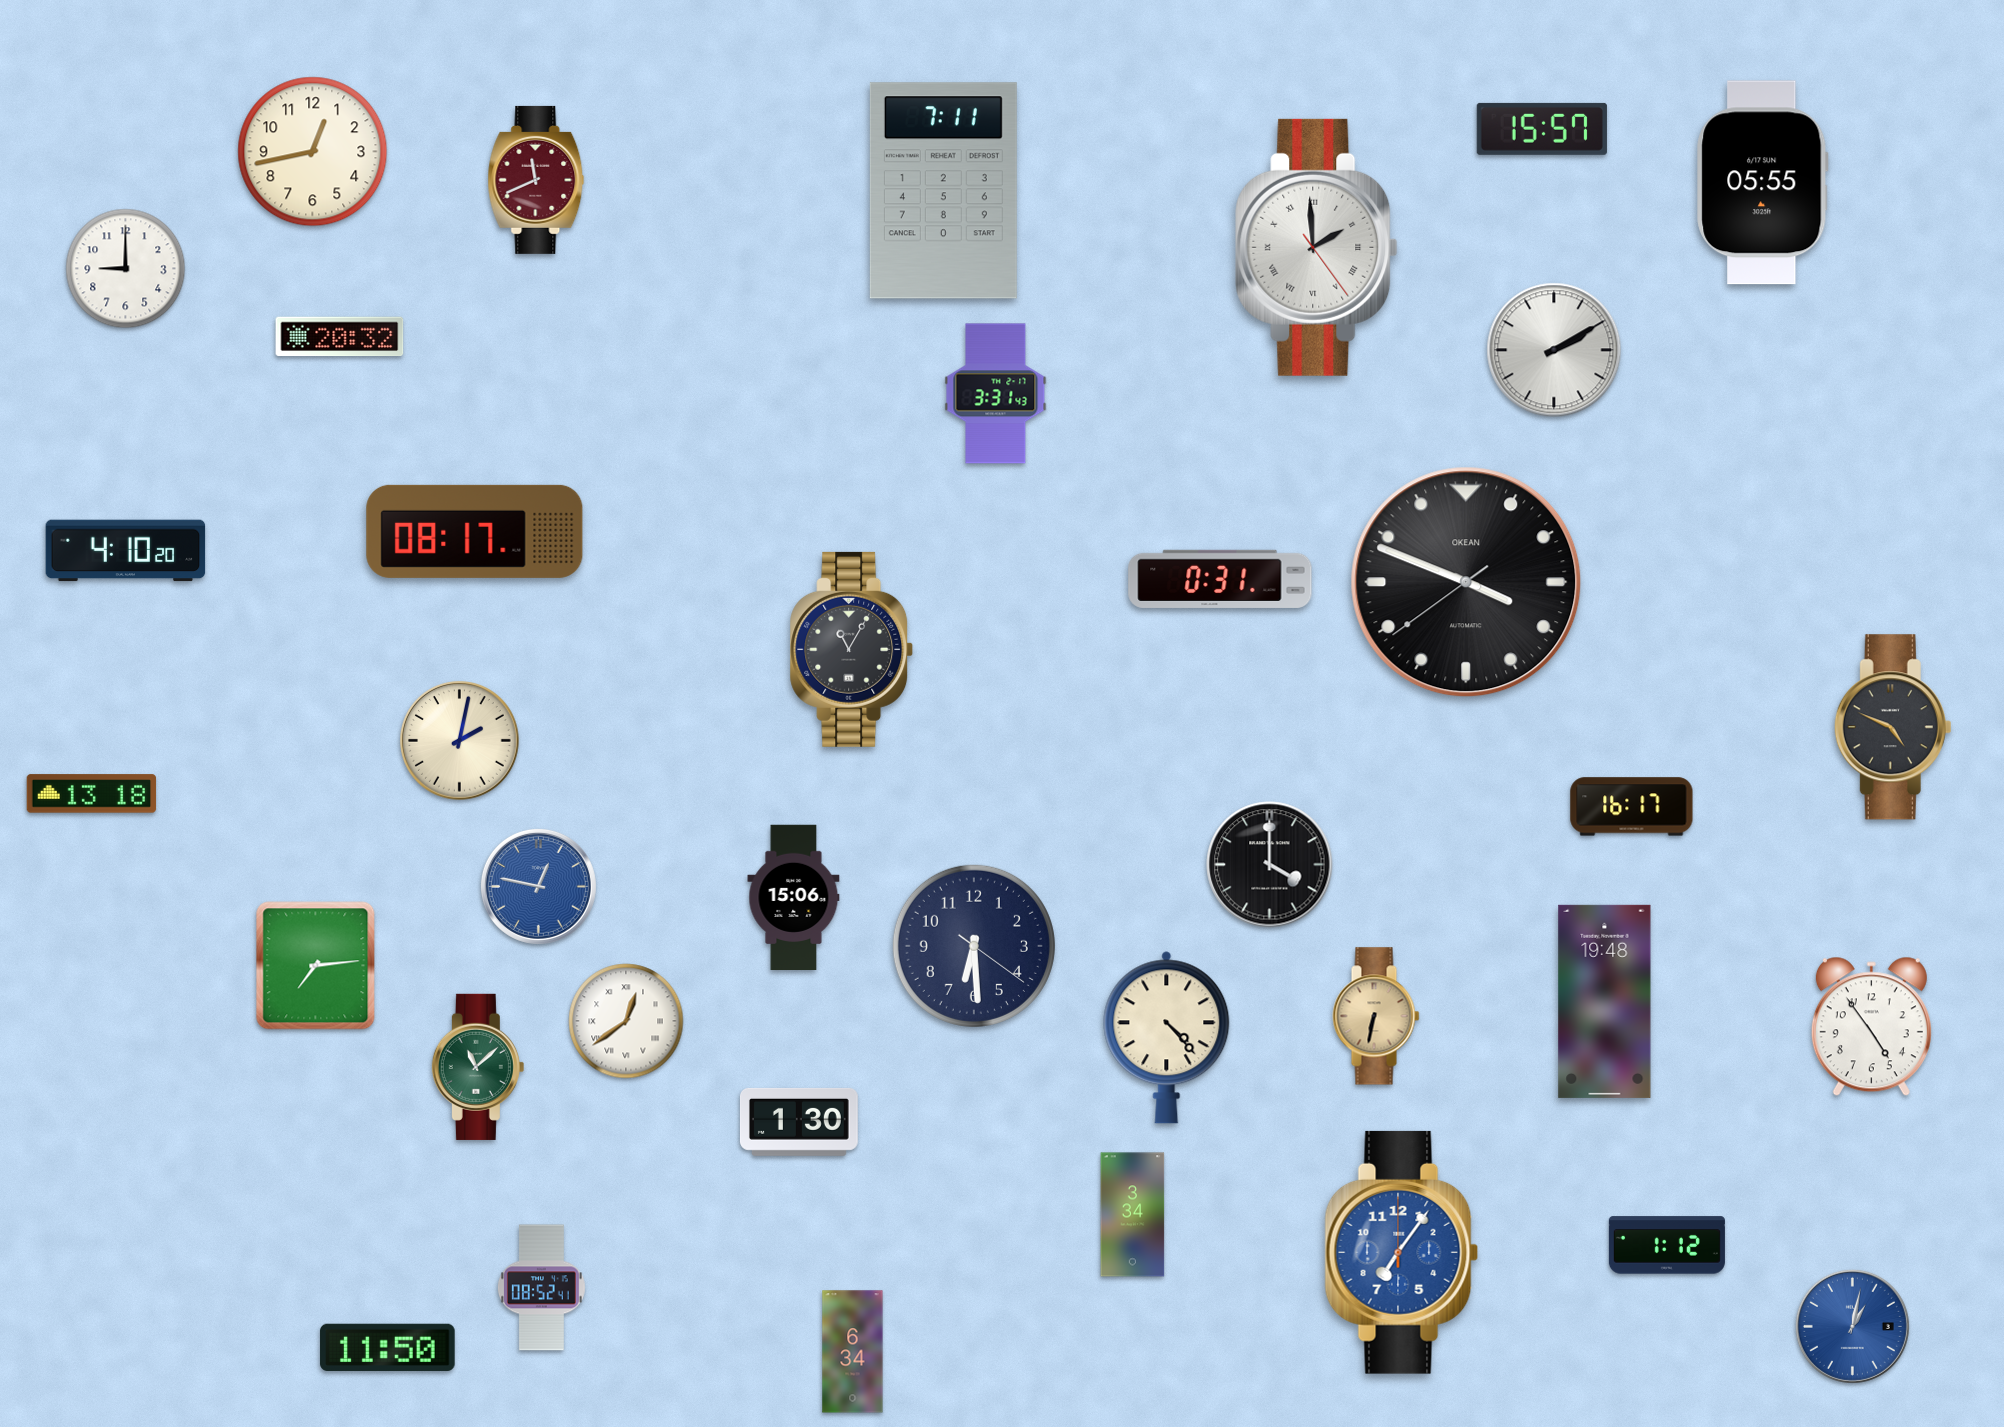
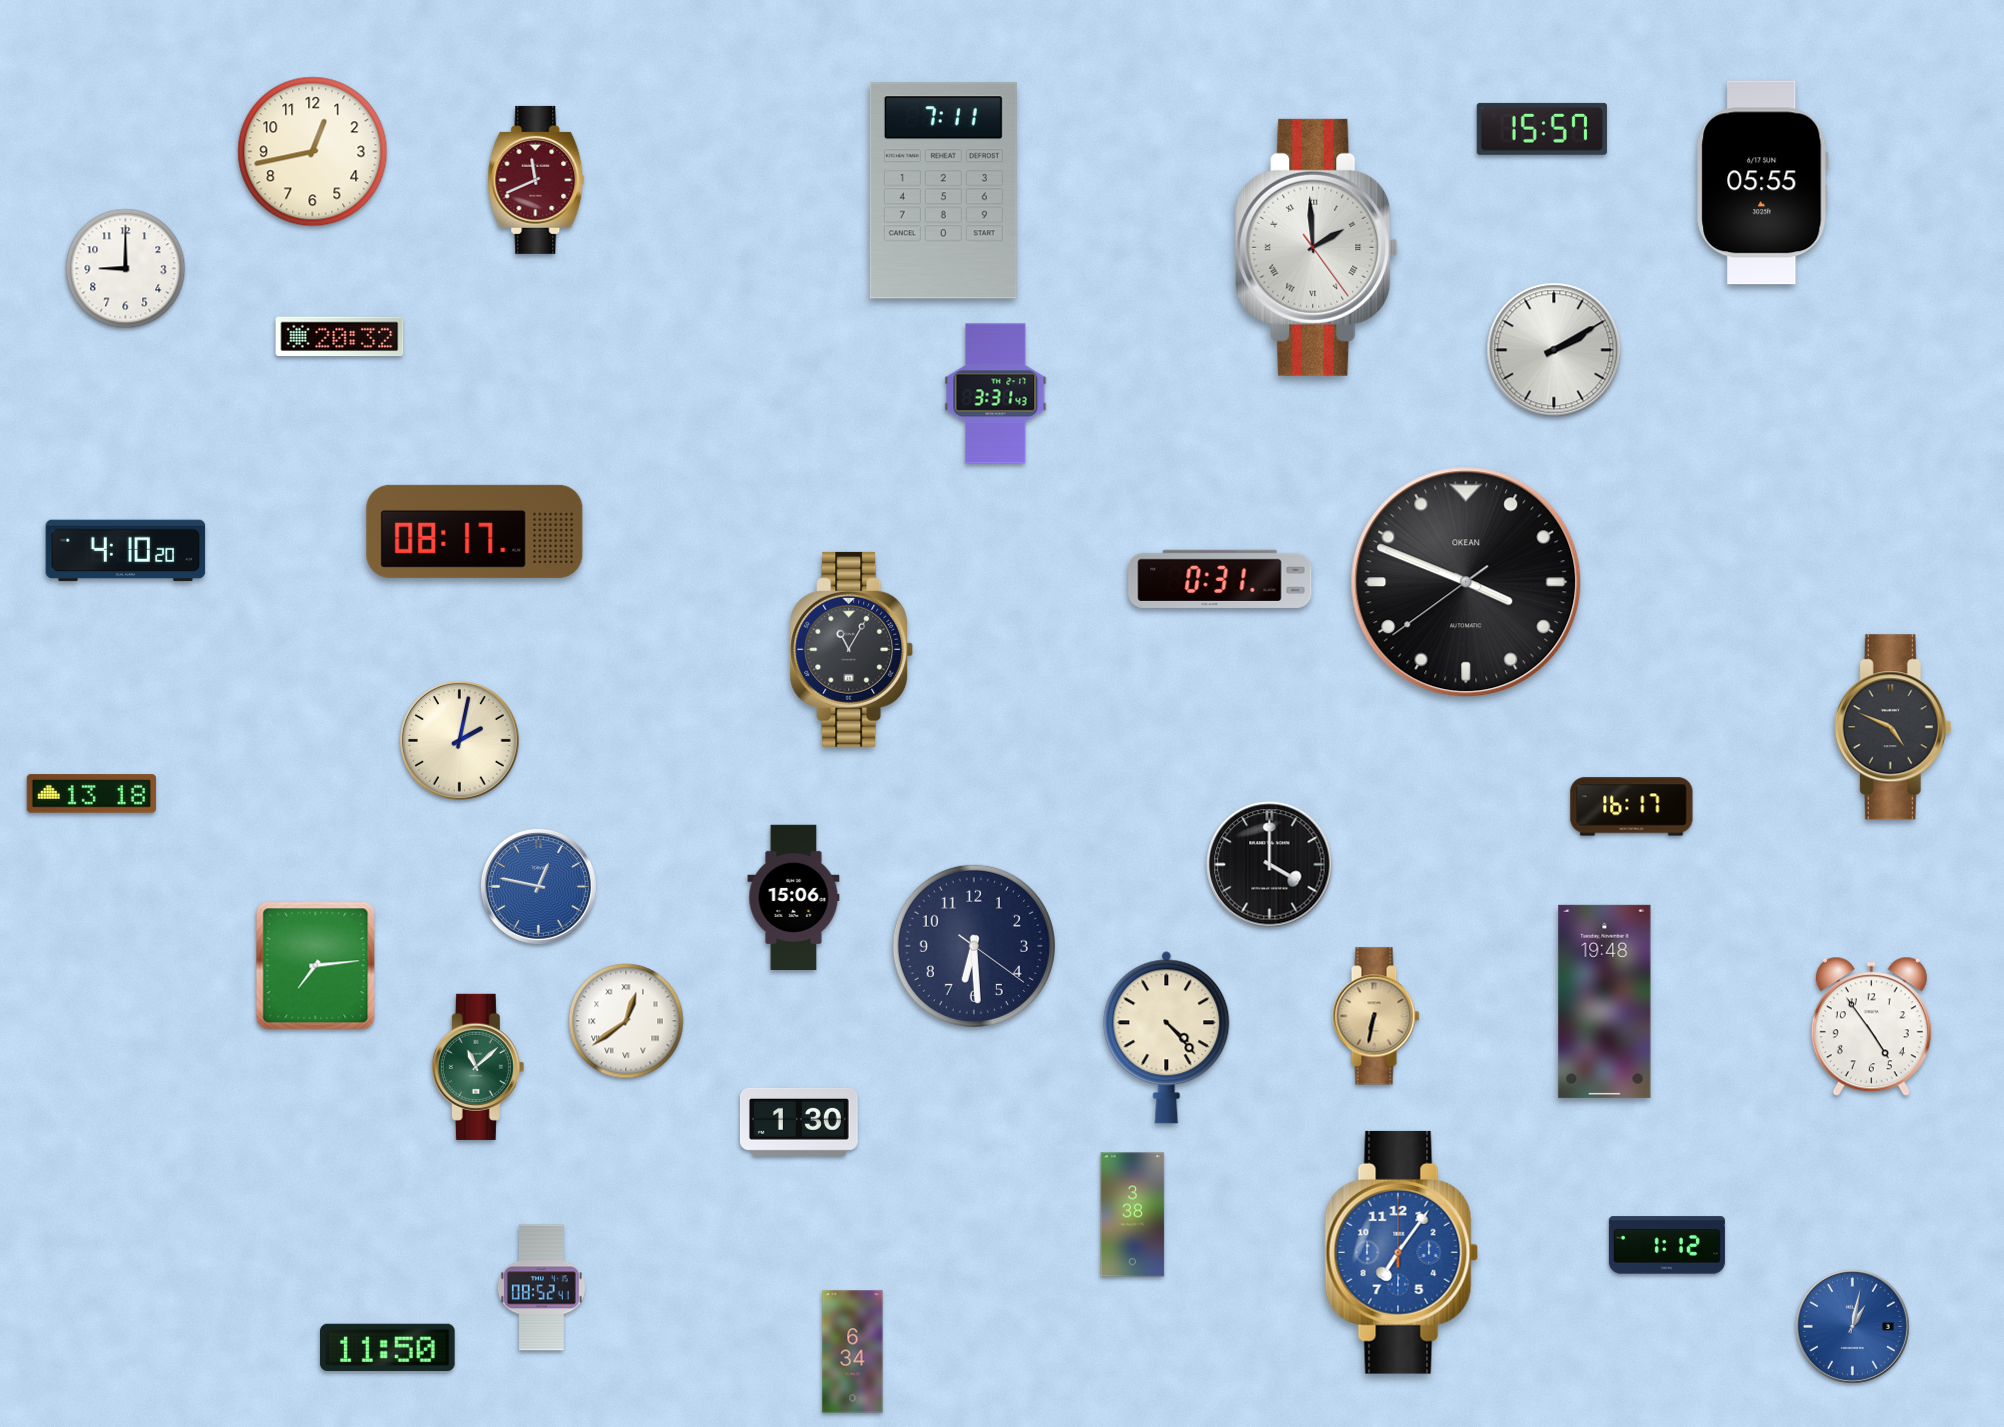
clock at (1133, 1215): 3:34 -> 3:38
